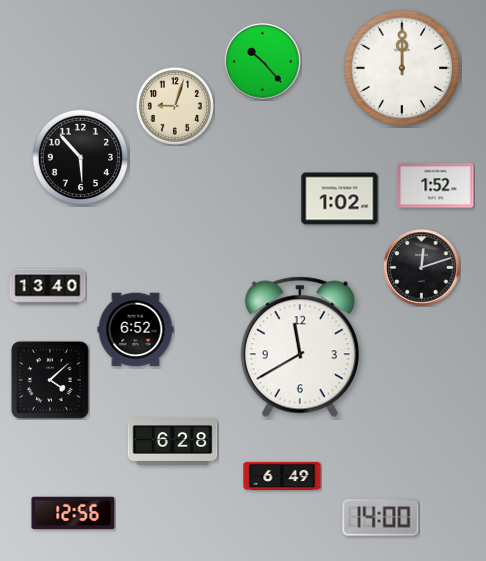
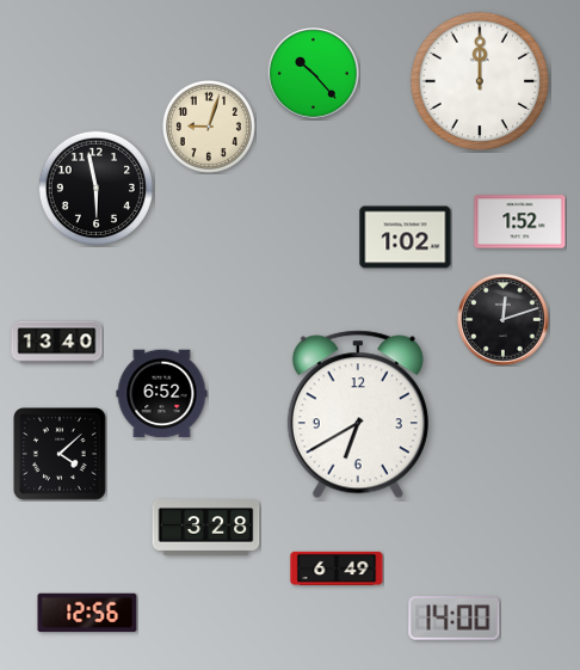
clock at (80, 157): 5:53 -> 5:58
clock at (300, 347): 11:40 -> 6:40
clock at (173, 442): 6:28 -> 3:28
